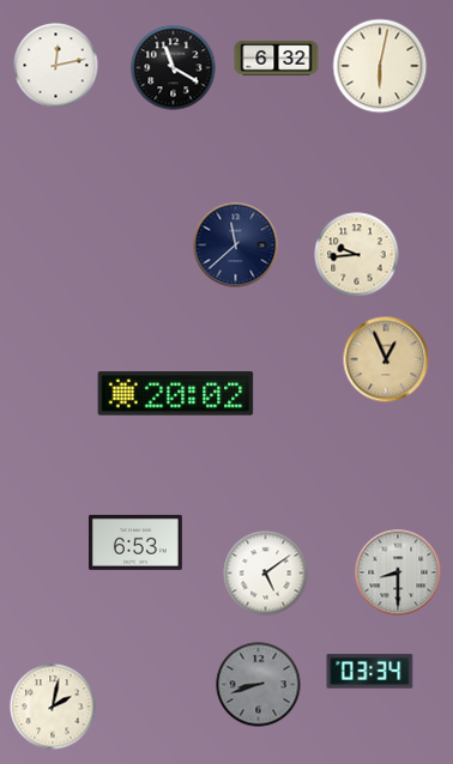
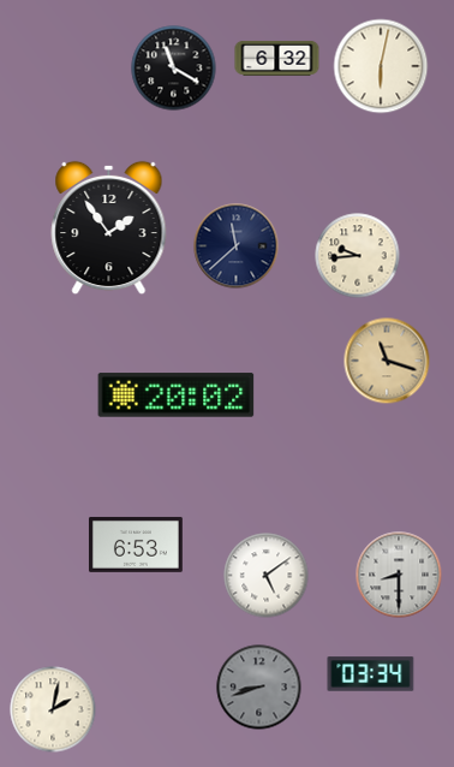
clock at (56, 66): 12:13 -> none
clock at (109, 228): none -> 1:54
clock at (386, 359): 12:56 -> 11:18
